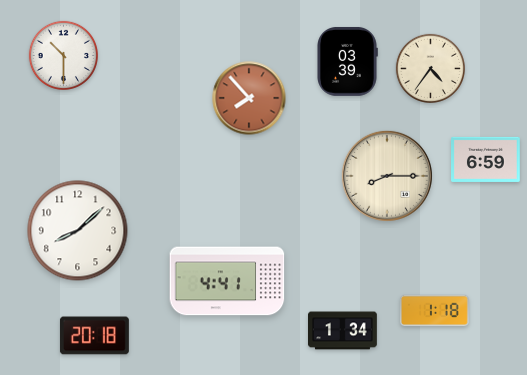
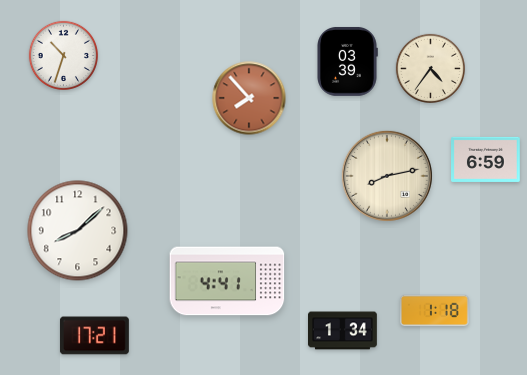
clock at (63, 55): 10:30 -> 10:33
clock at (387, 176): 8:15 -> 8:13
clock at (94, 336): 20:18 -> 17:21
